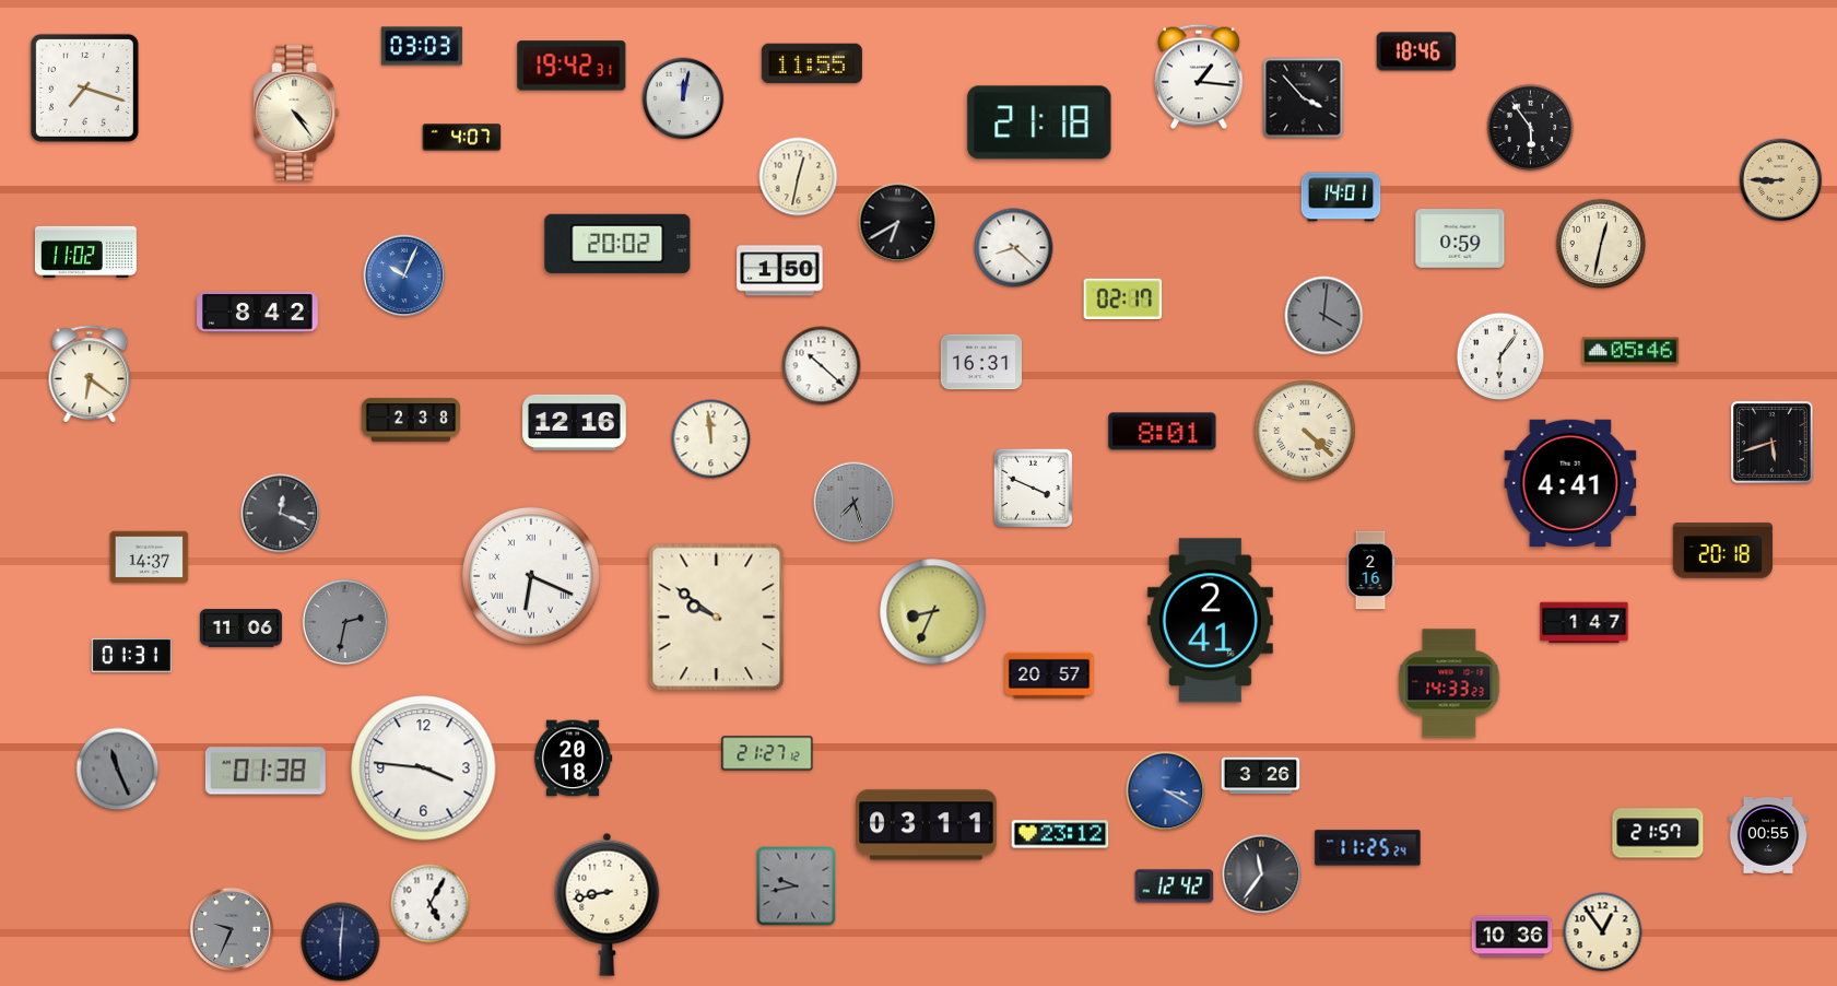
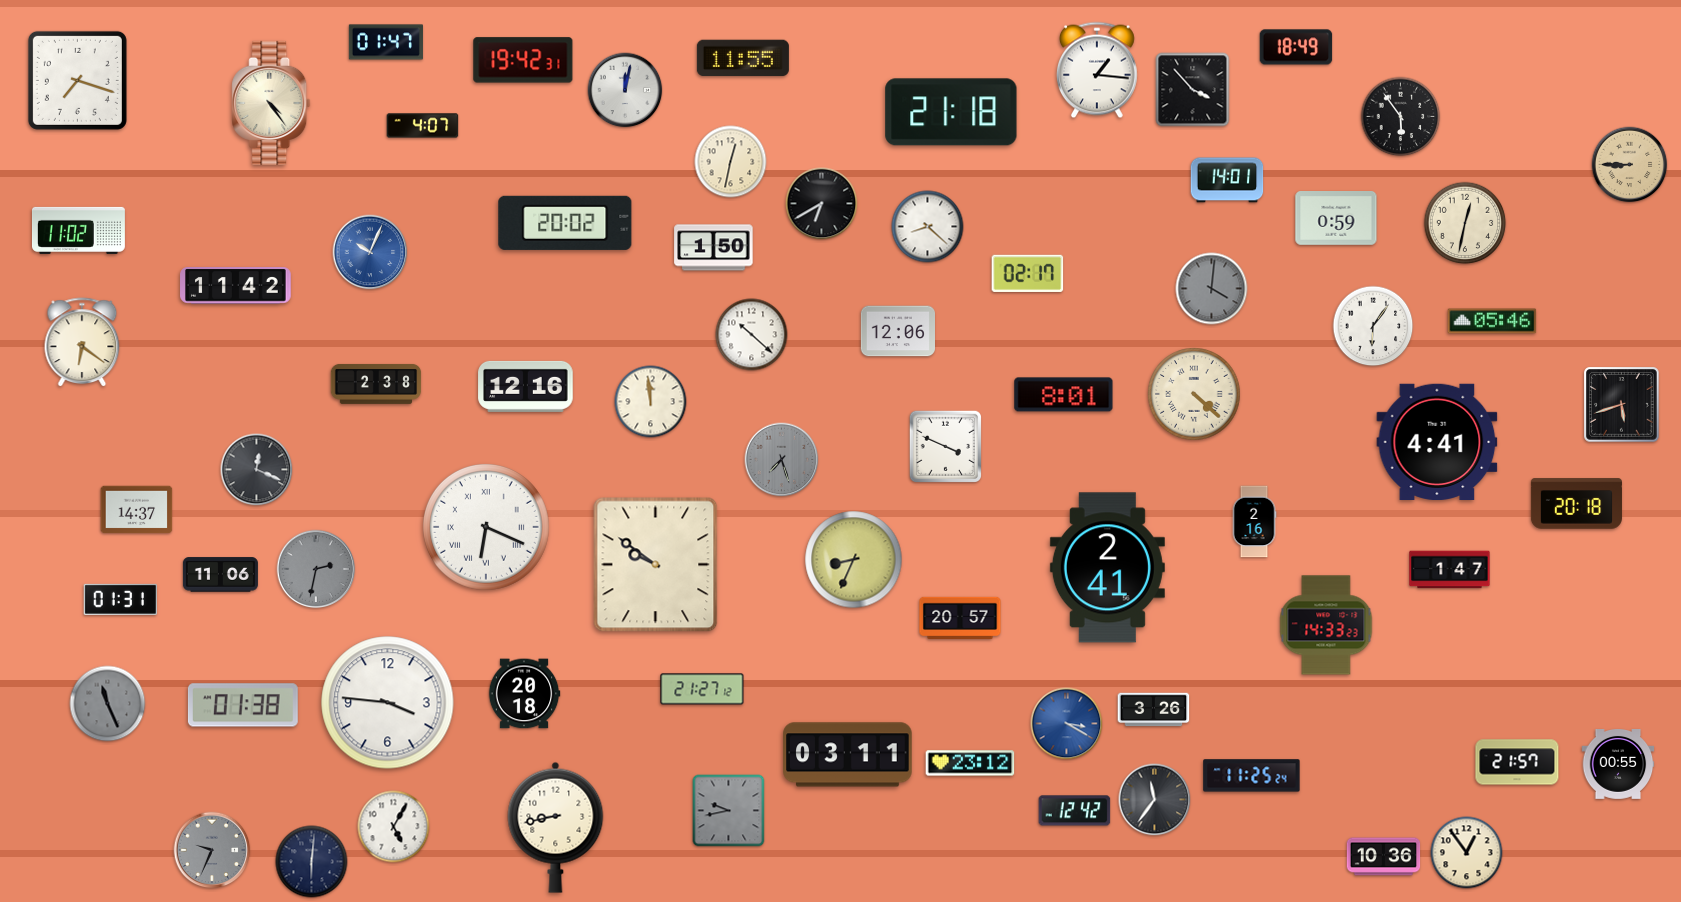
clock at (422, 46): 03:03 -> 01:47
clock at (1416, 51): 18:46 -> 18:49
clock at (258, 313): 8:42 -> 11:42
clock at (980, 362): 16:31 -> 12:06
